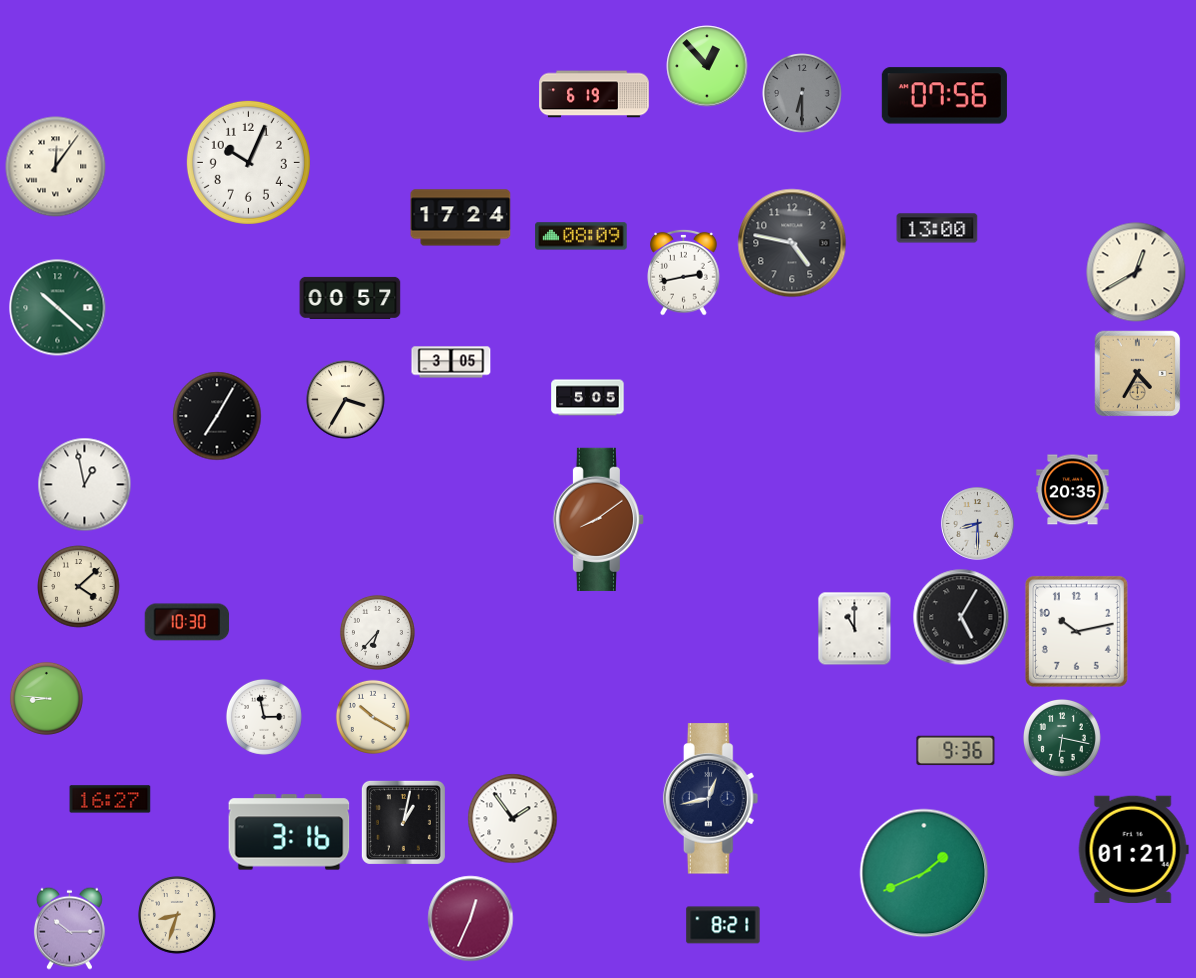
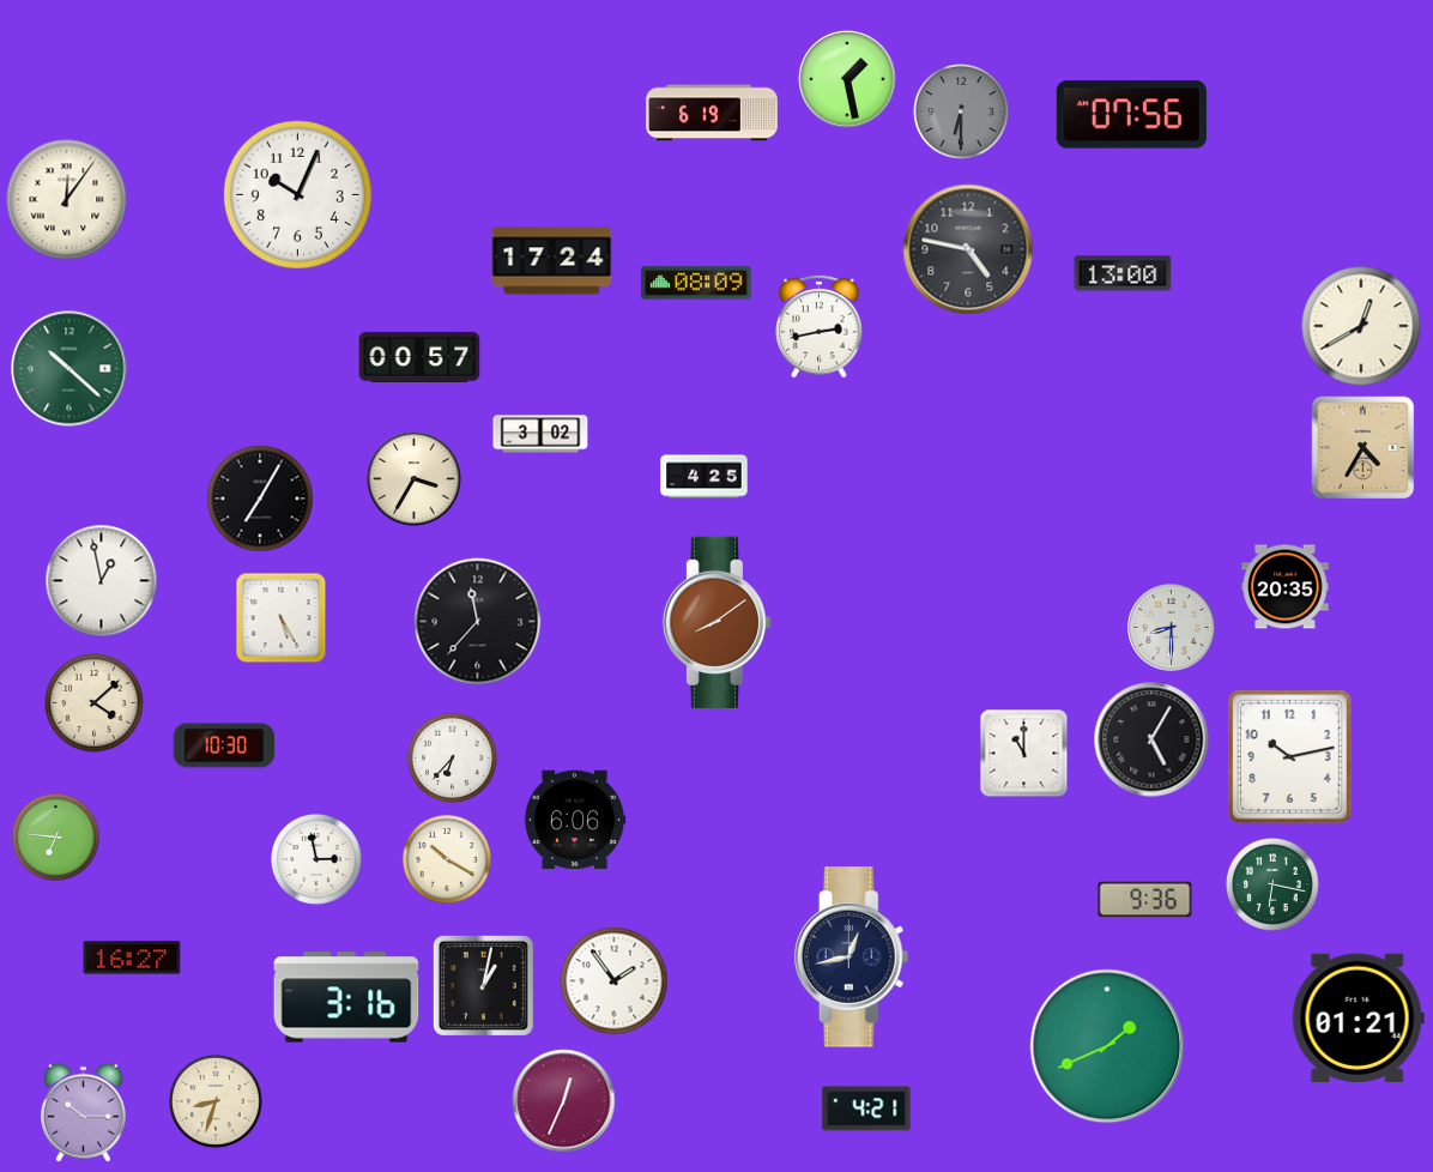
clock at (707, 66): 12:53 -> 1:28
clock at (792, 243) position: (792, 243) -> (968, 249)
clock at (451, 362): 3:05 -> 3:02
clock at (588, 398): 5:05 -> 4:25
clock at (282, 618): none -> 5:25
clock at (478, 622): none -> 11:37
clock at (575, 820): none -> 6:06
clock at (46, 698): 8:46 -> 6:46
clock at (178, 916) position: (178, 916) -> (217, 1102)
clock at (723, 925): 8:21 -> 4:21
